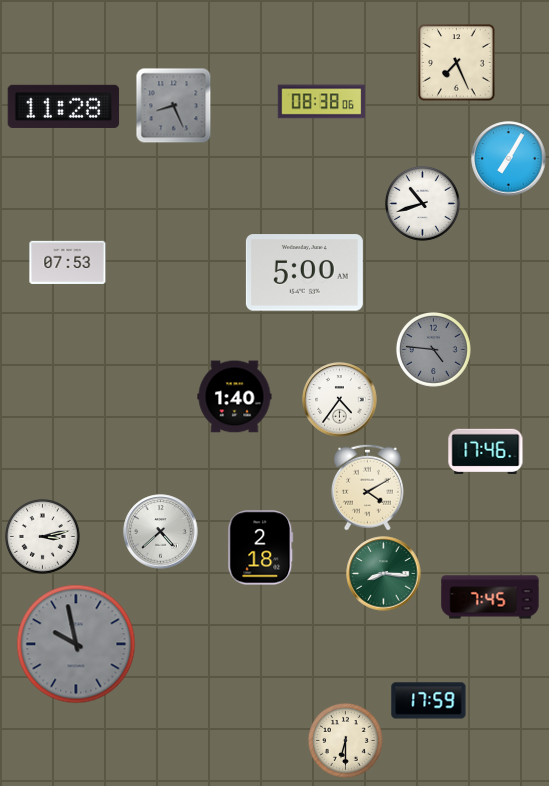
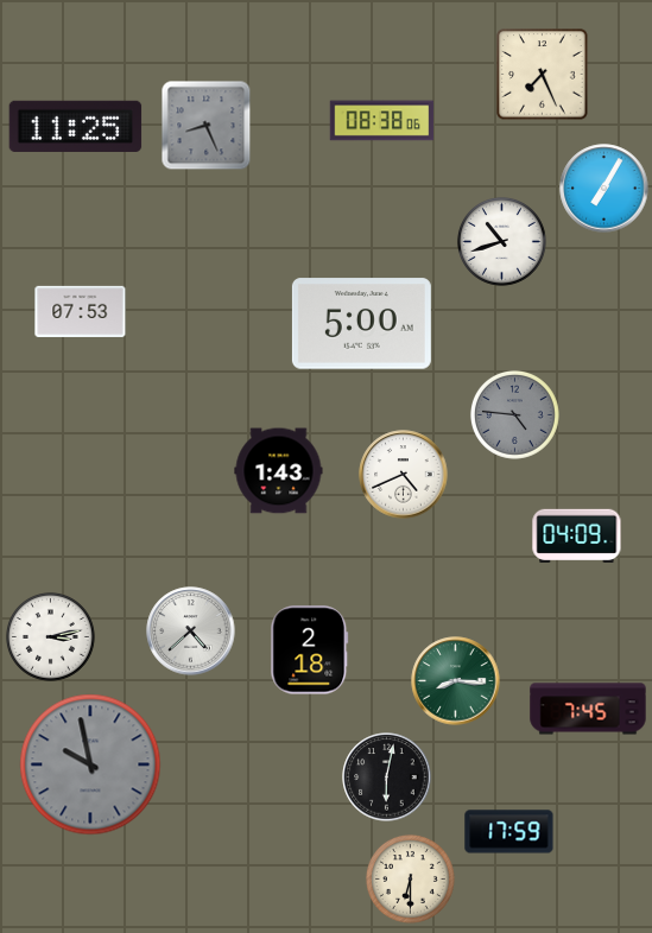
clock at (64, 106): 11:28 -> 11:25
clock at (235, 397): 1:40 -> 1:43
clock at (340, 400): 4:36 -> 4:41
clock at (486, 451): 17:46 -> 04:09
clock at (367, 487): 4:10 -> none
clock at (490, 597) position: (490, 597) -> (588, 709)
clock at (387, 777): none -> 6:02
